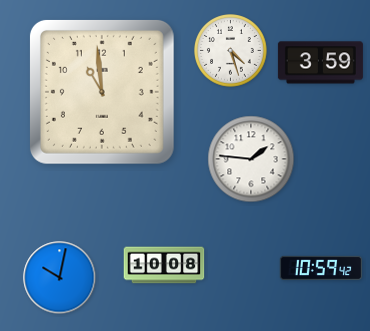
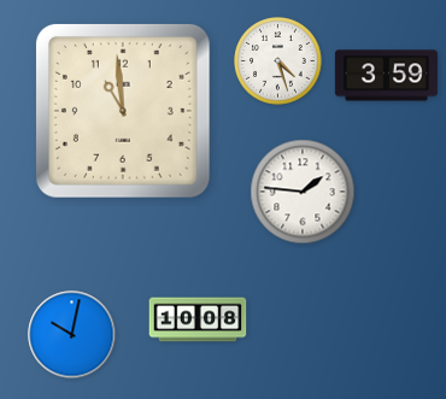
clock at (321, 267): 10:59 -> none
